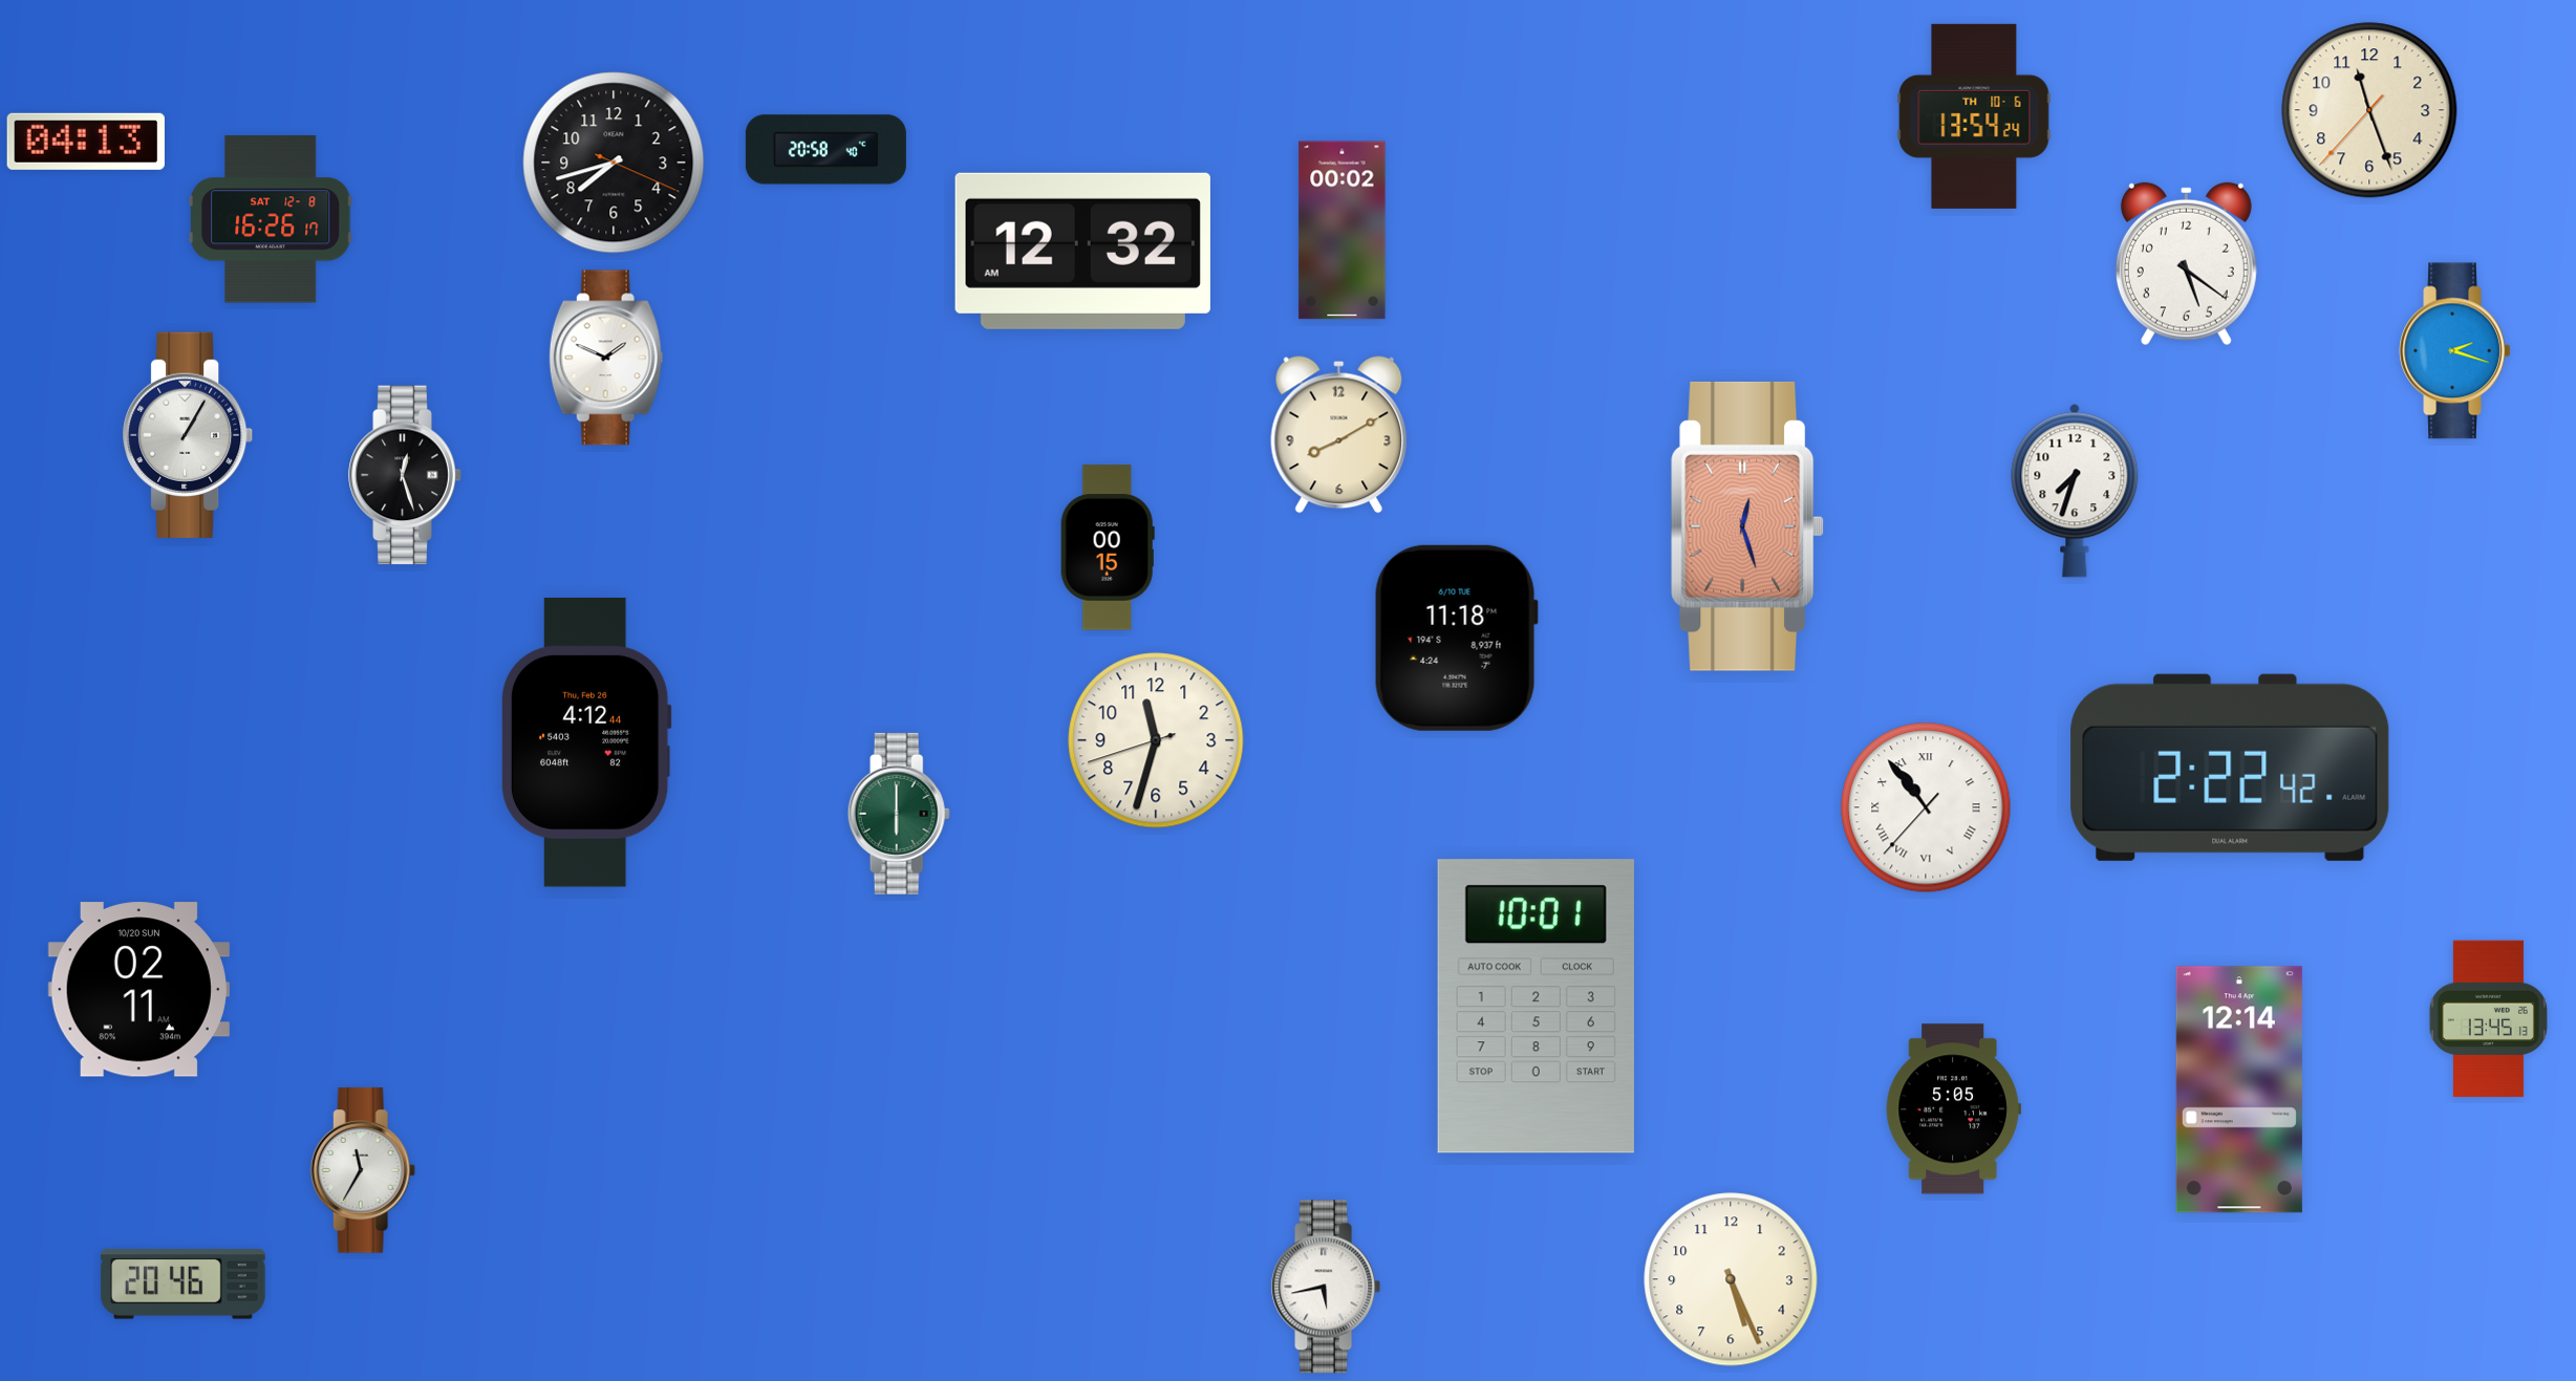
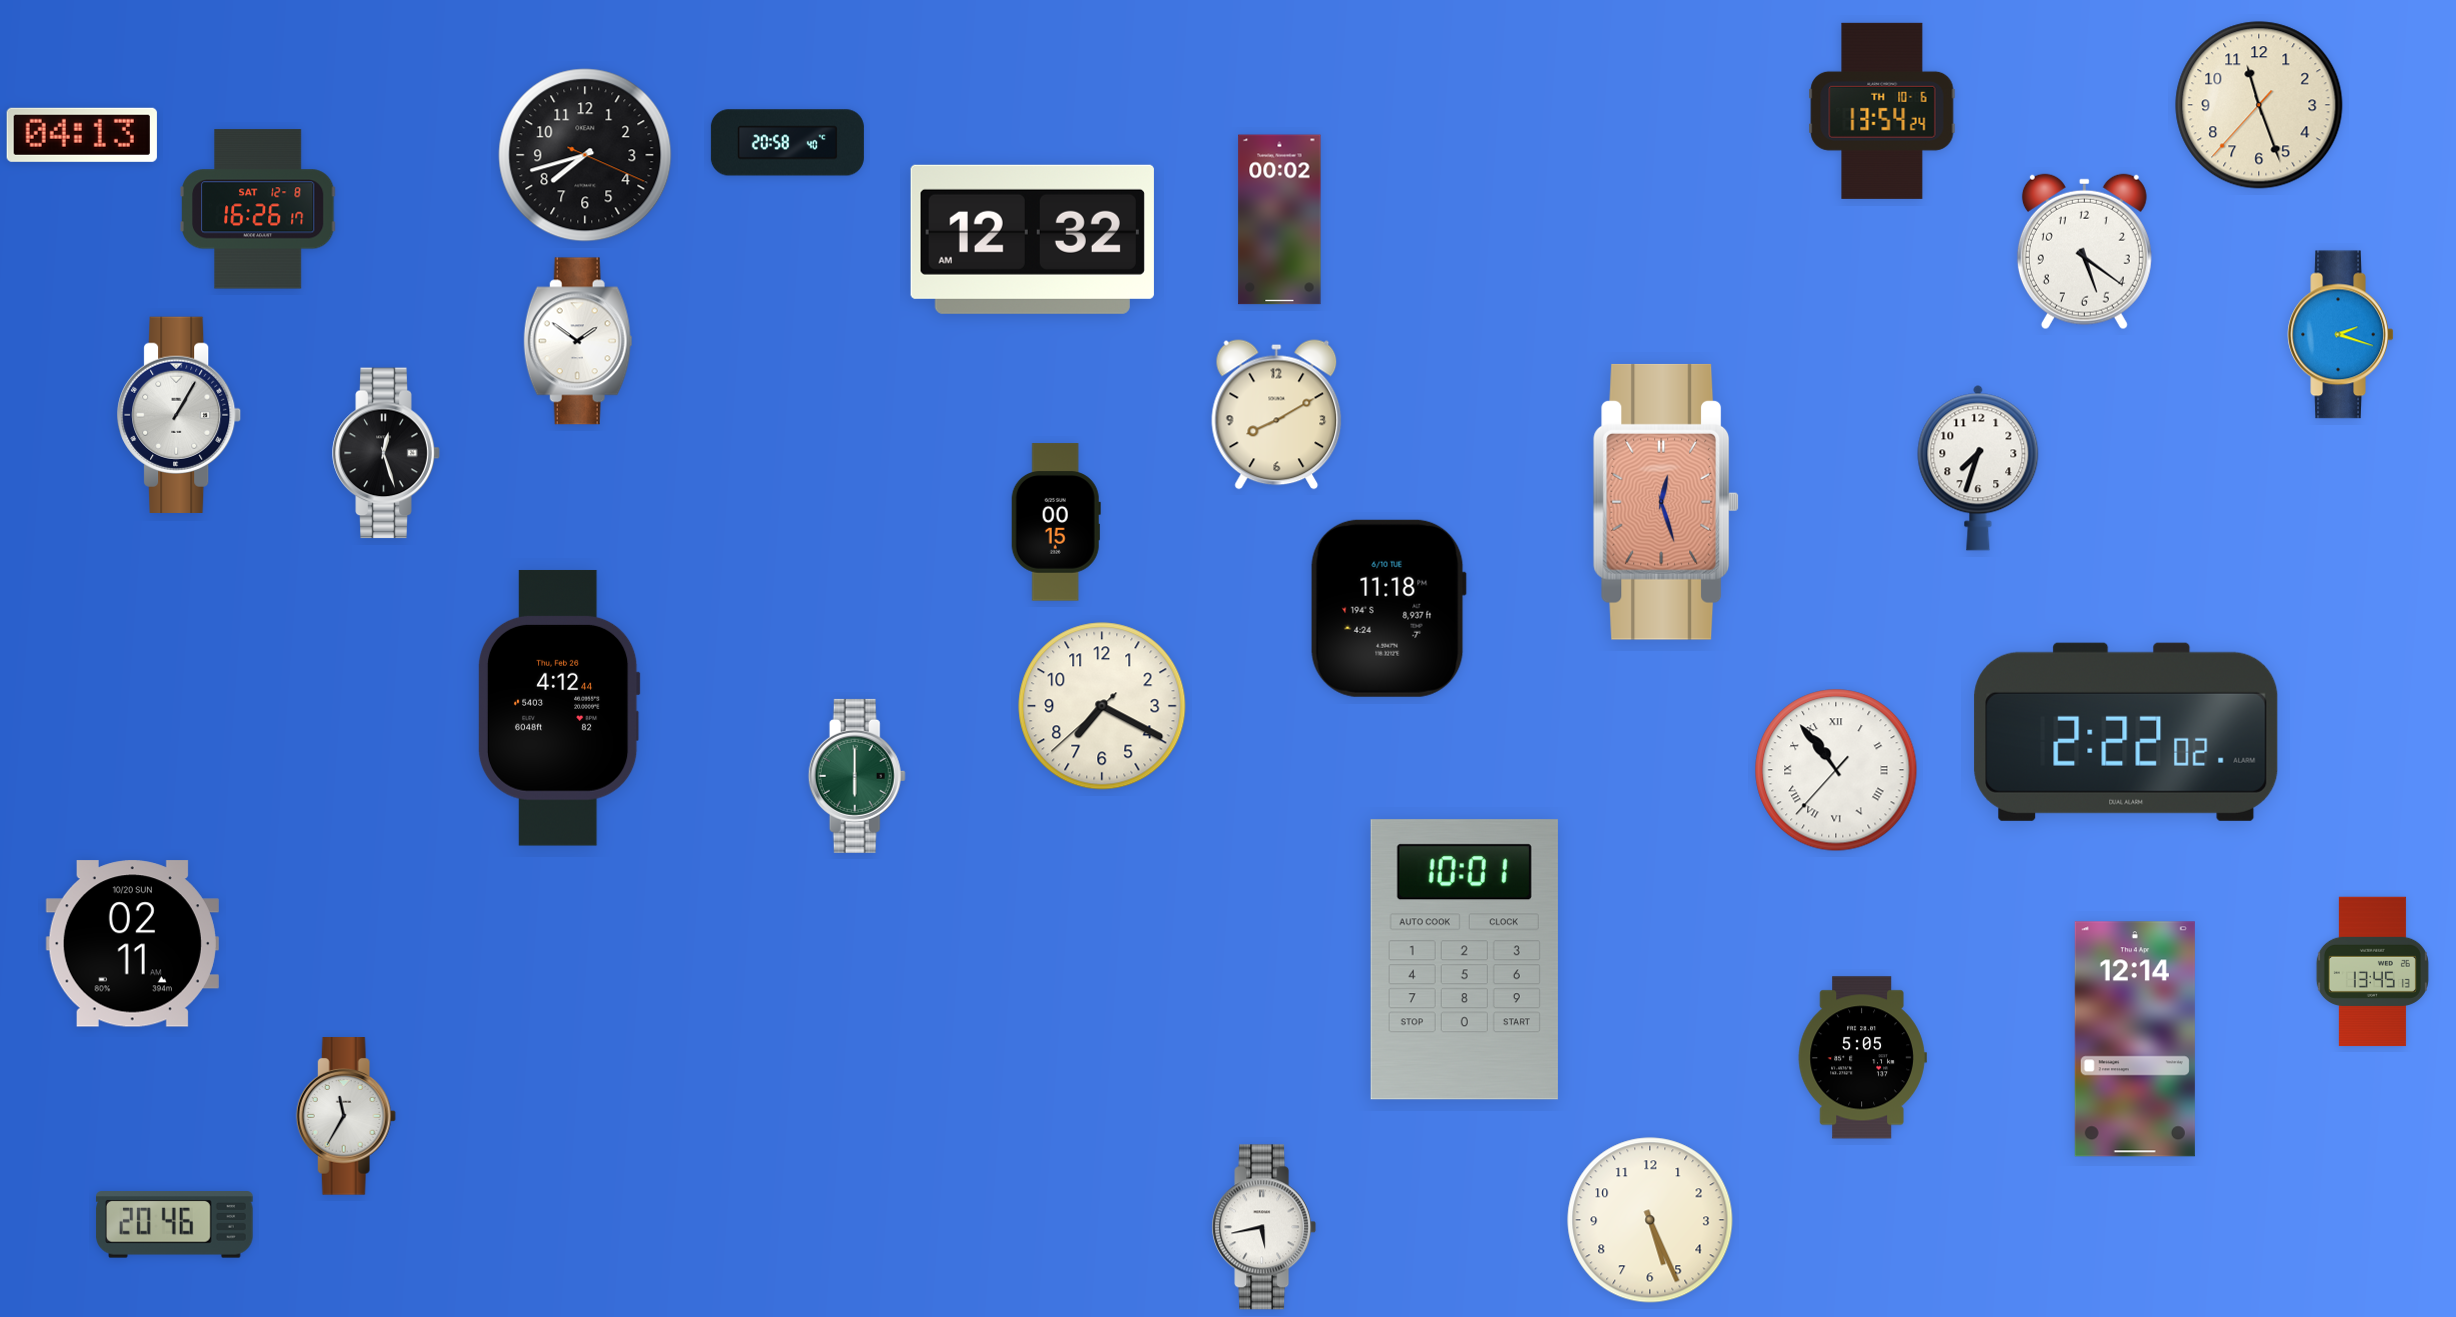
clock at (606, 358): 1:49 -> 1:51
clock at (1156, 740): 11:32 -> 7:19
clock at (2230, 768): 2:22:42 -> 2:22:02
